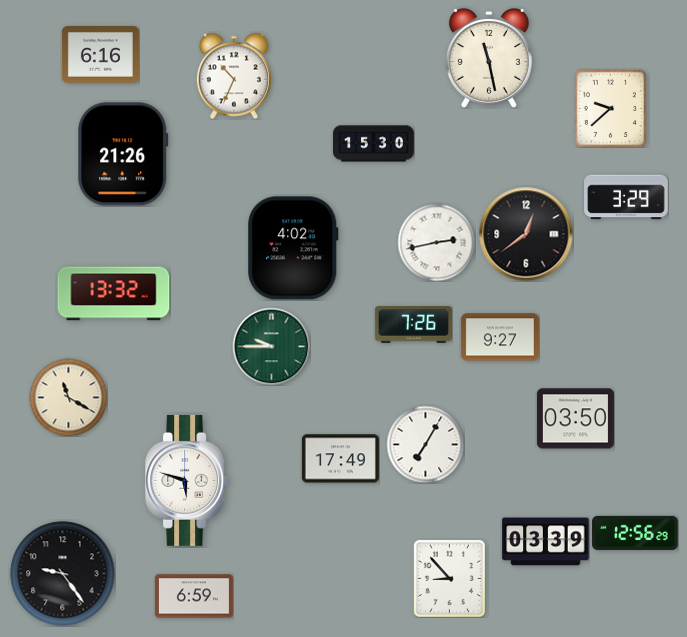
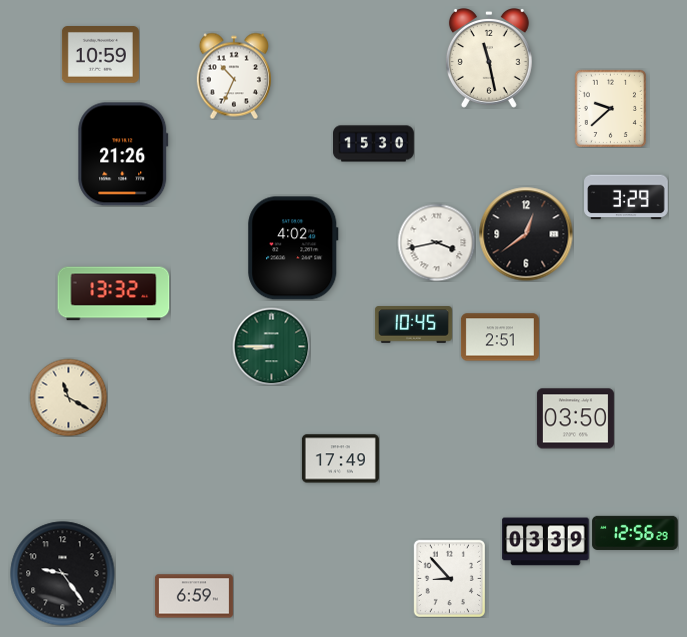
clock at (100, 55): 6:16 -> 10:59
clock at (436, 242): 2:43 -> 3:43
clock at (413, 325): 7:26 -> 10:45
clock at (500, 337): 9:27 -> 2:51
clock at (271, 346): 9:45 -> 8:45
clock at (425, 444): 7:05 -> none
clock at (187, 480): 5:48 -> none
